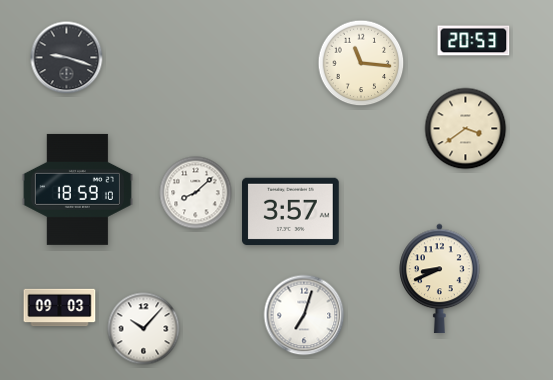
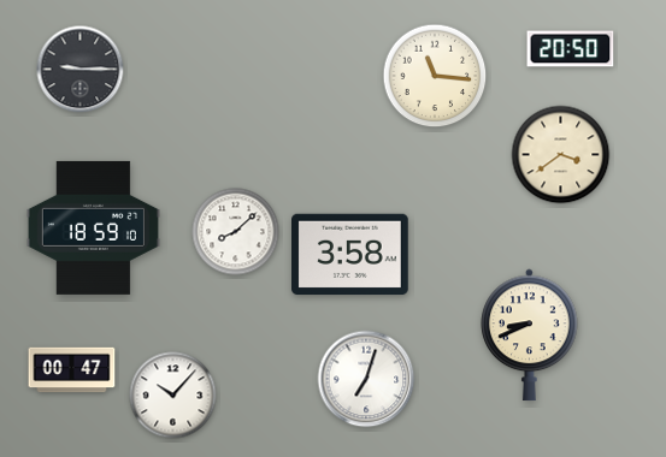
clock at (474, 41): 20:53 -> 20:50
clock at (67, 58): 9:18 -> 9:15
clock at (291, 212): 3:57 -> 3:58
clock at (60, 308): 09:03 -> 00:47
